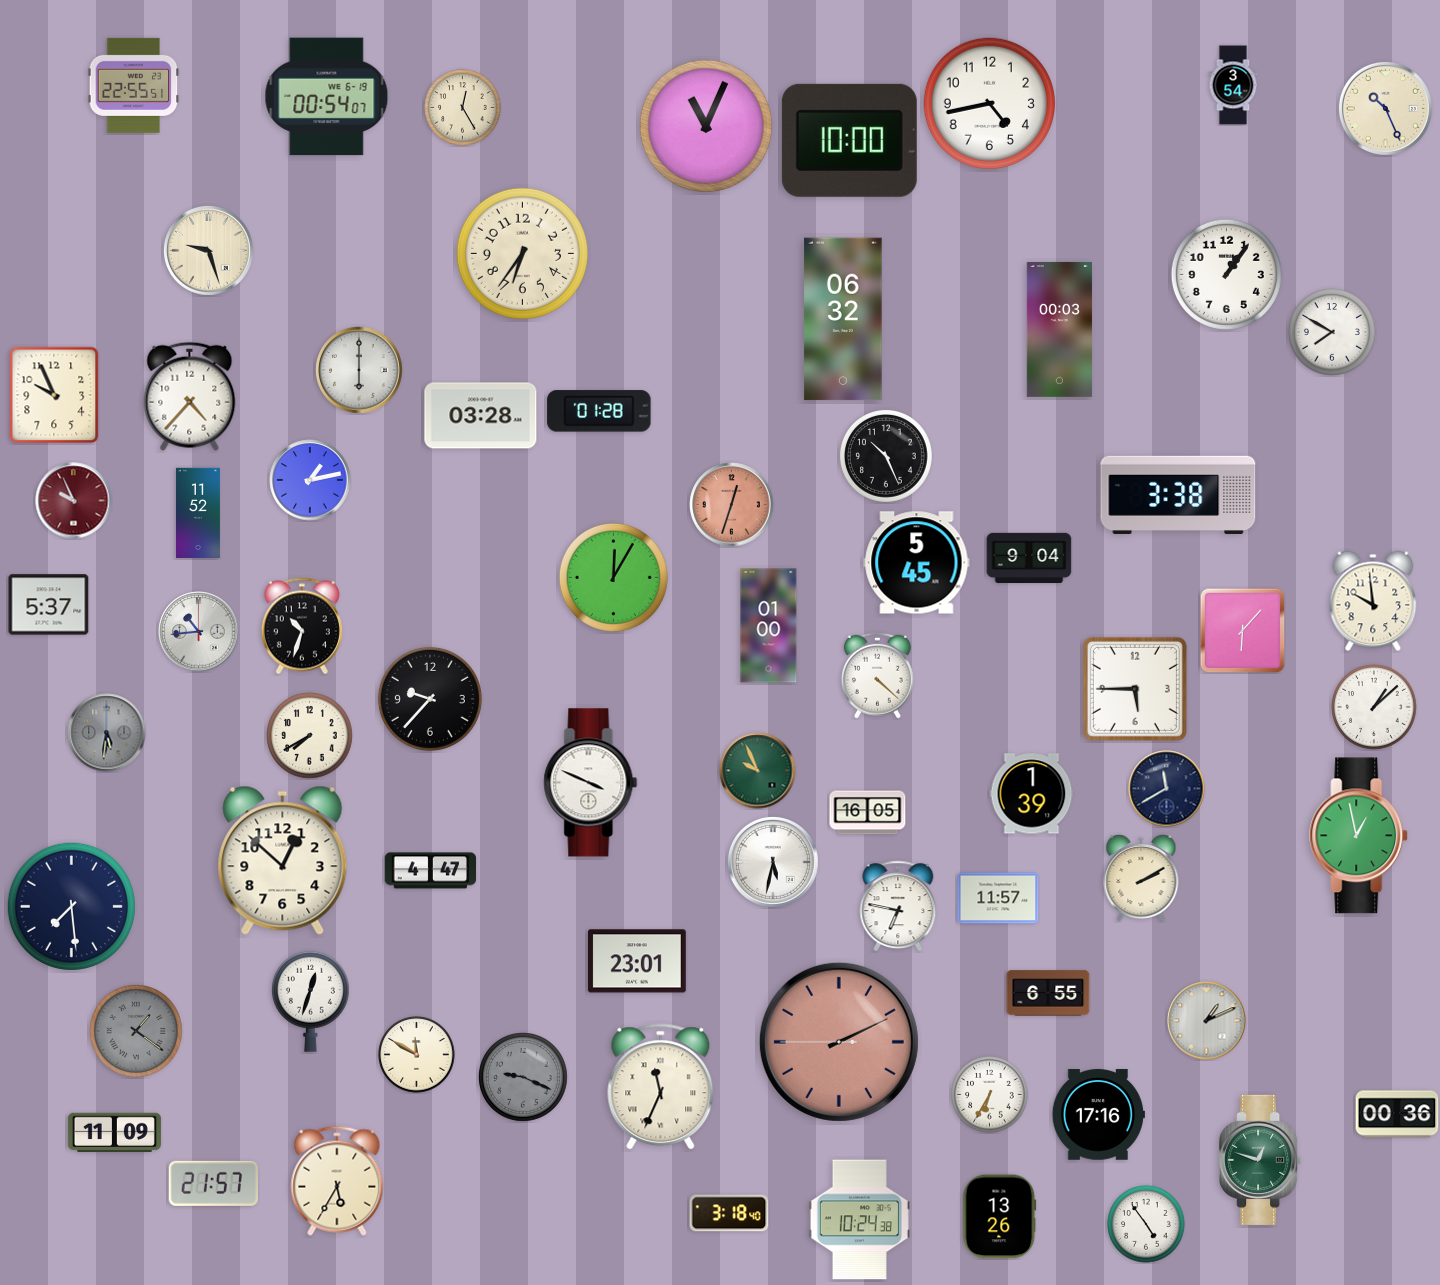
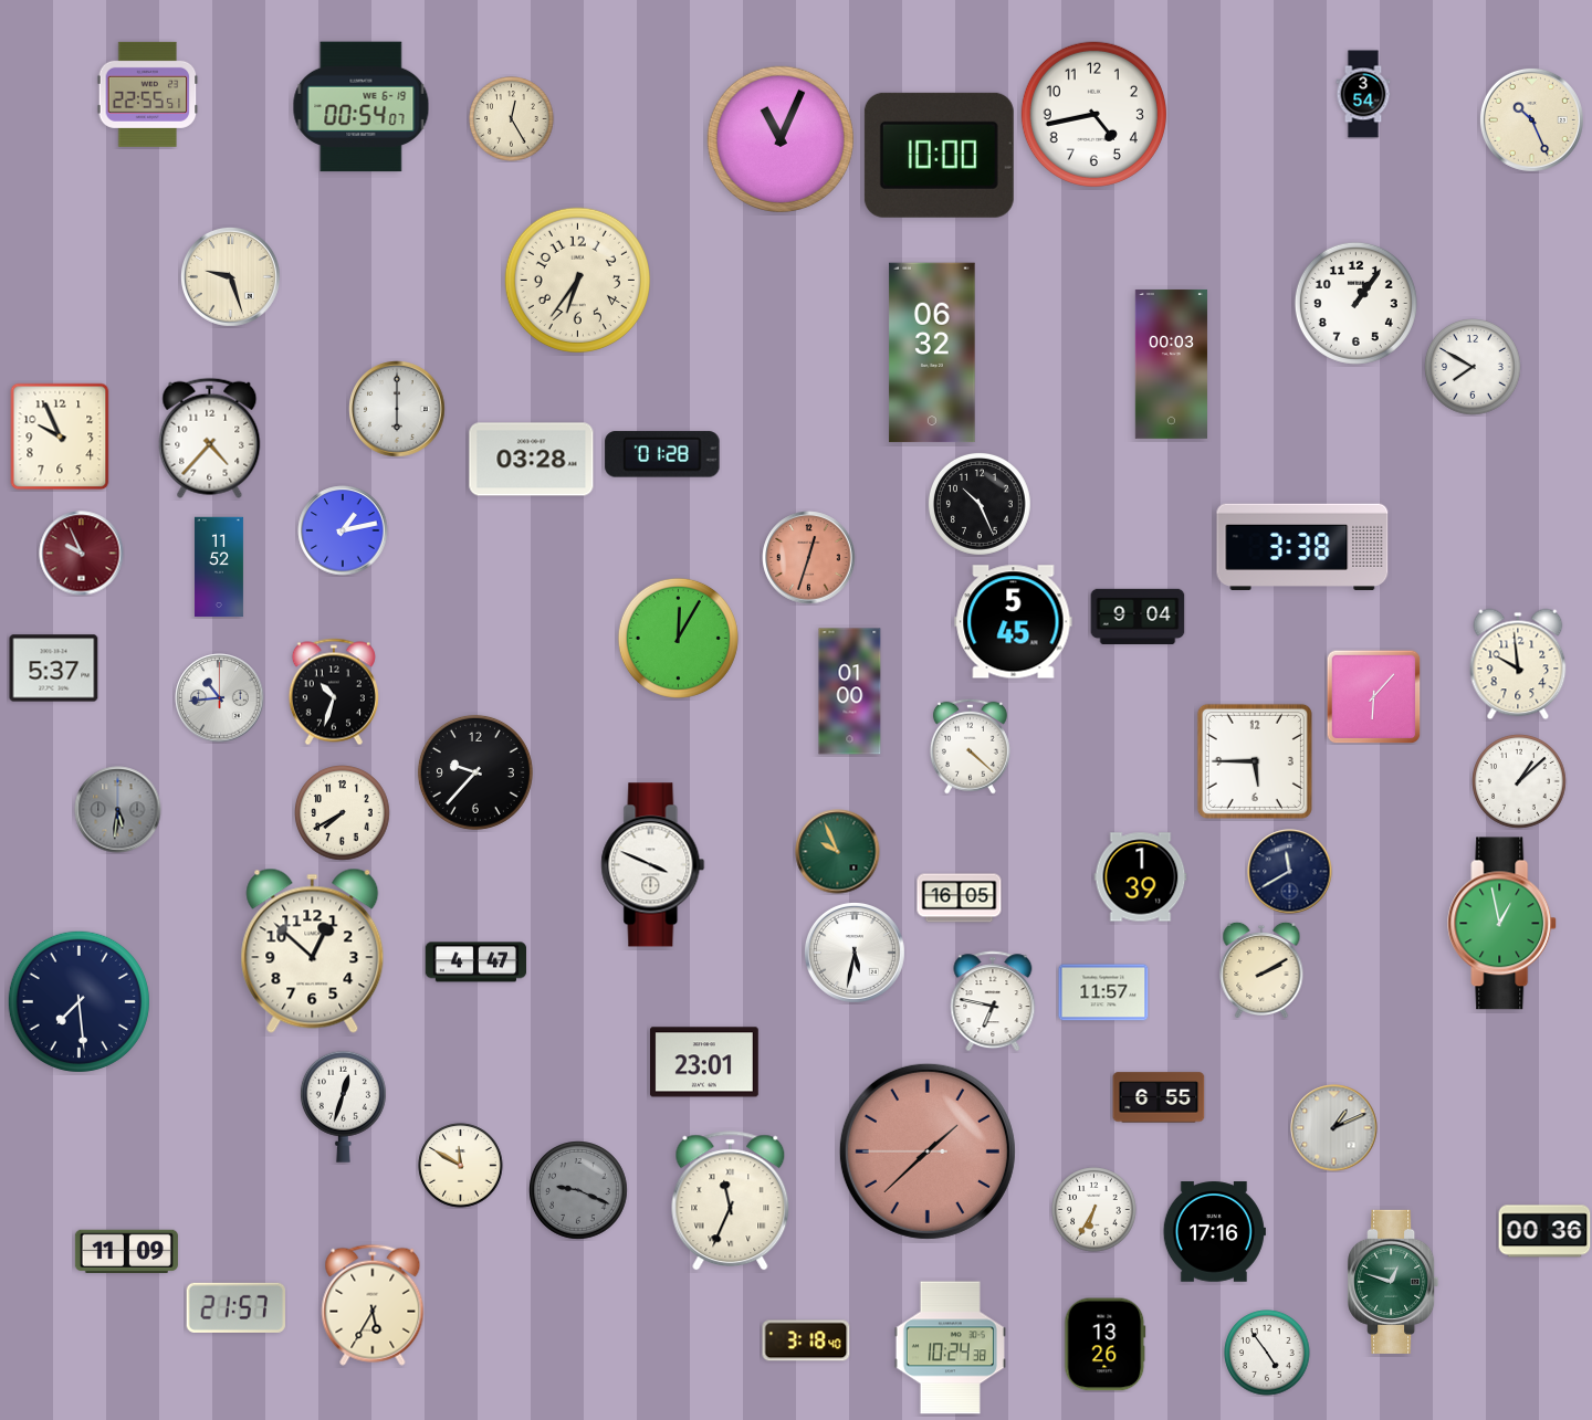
clock at (136, 1031): 1:21 -> none
clock at (839, 1042): 2:10 -> 1:37
